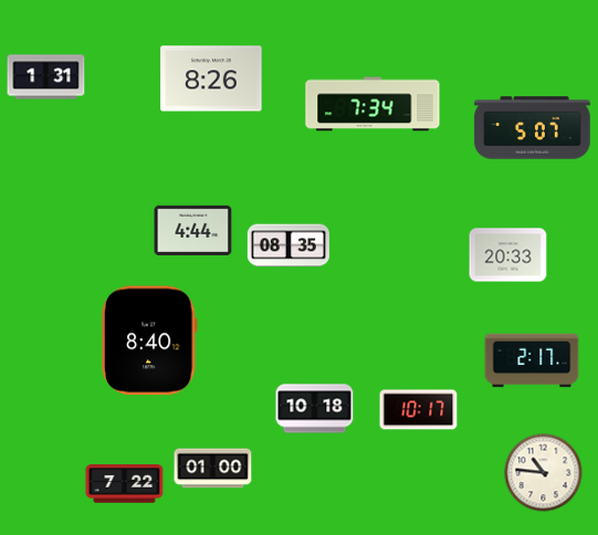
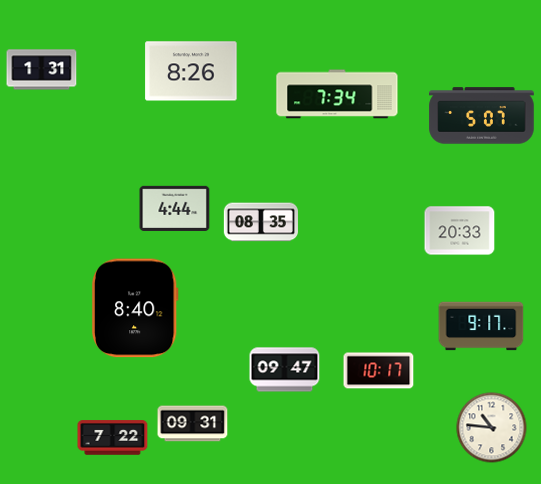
clock at (532, 360): 2:17 -> 9:17
clock at (315, 409): 10:18 -> 09:47
clock at (213, 469): 01:00 -> 09:31
